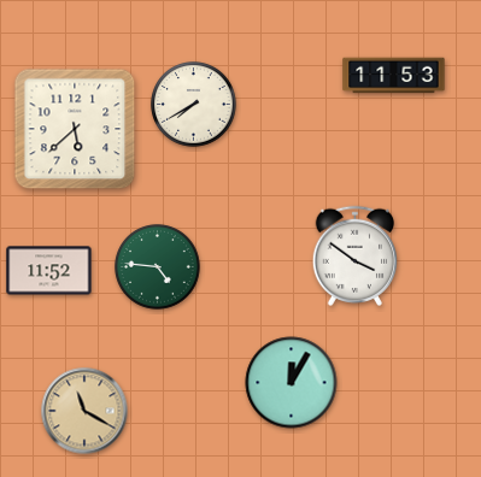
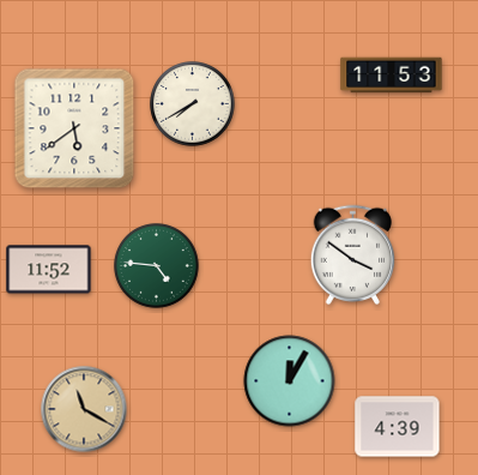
clock at (75, 129): 5:38 -> 5:39
clock at (398, 427): none -> 4:39
